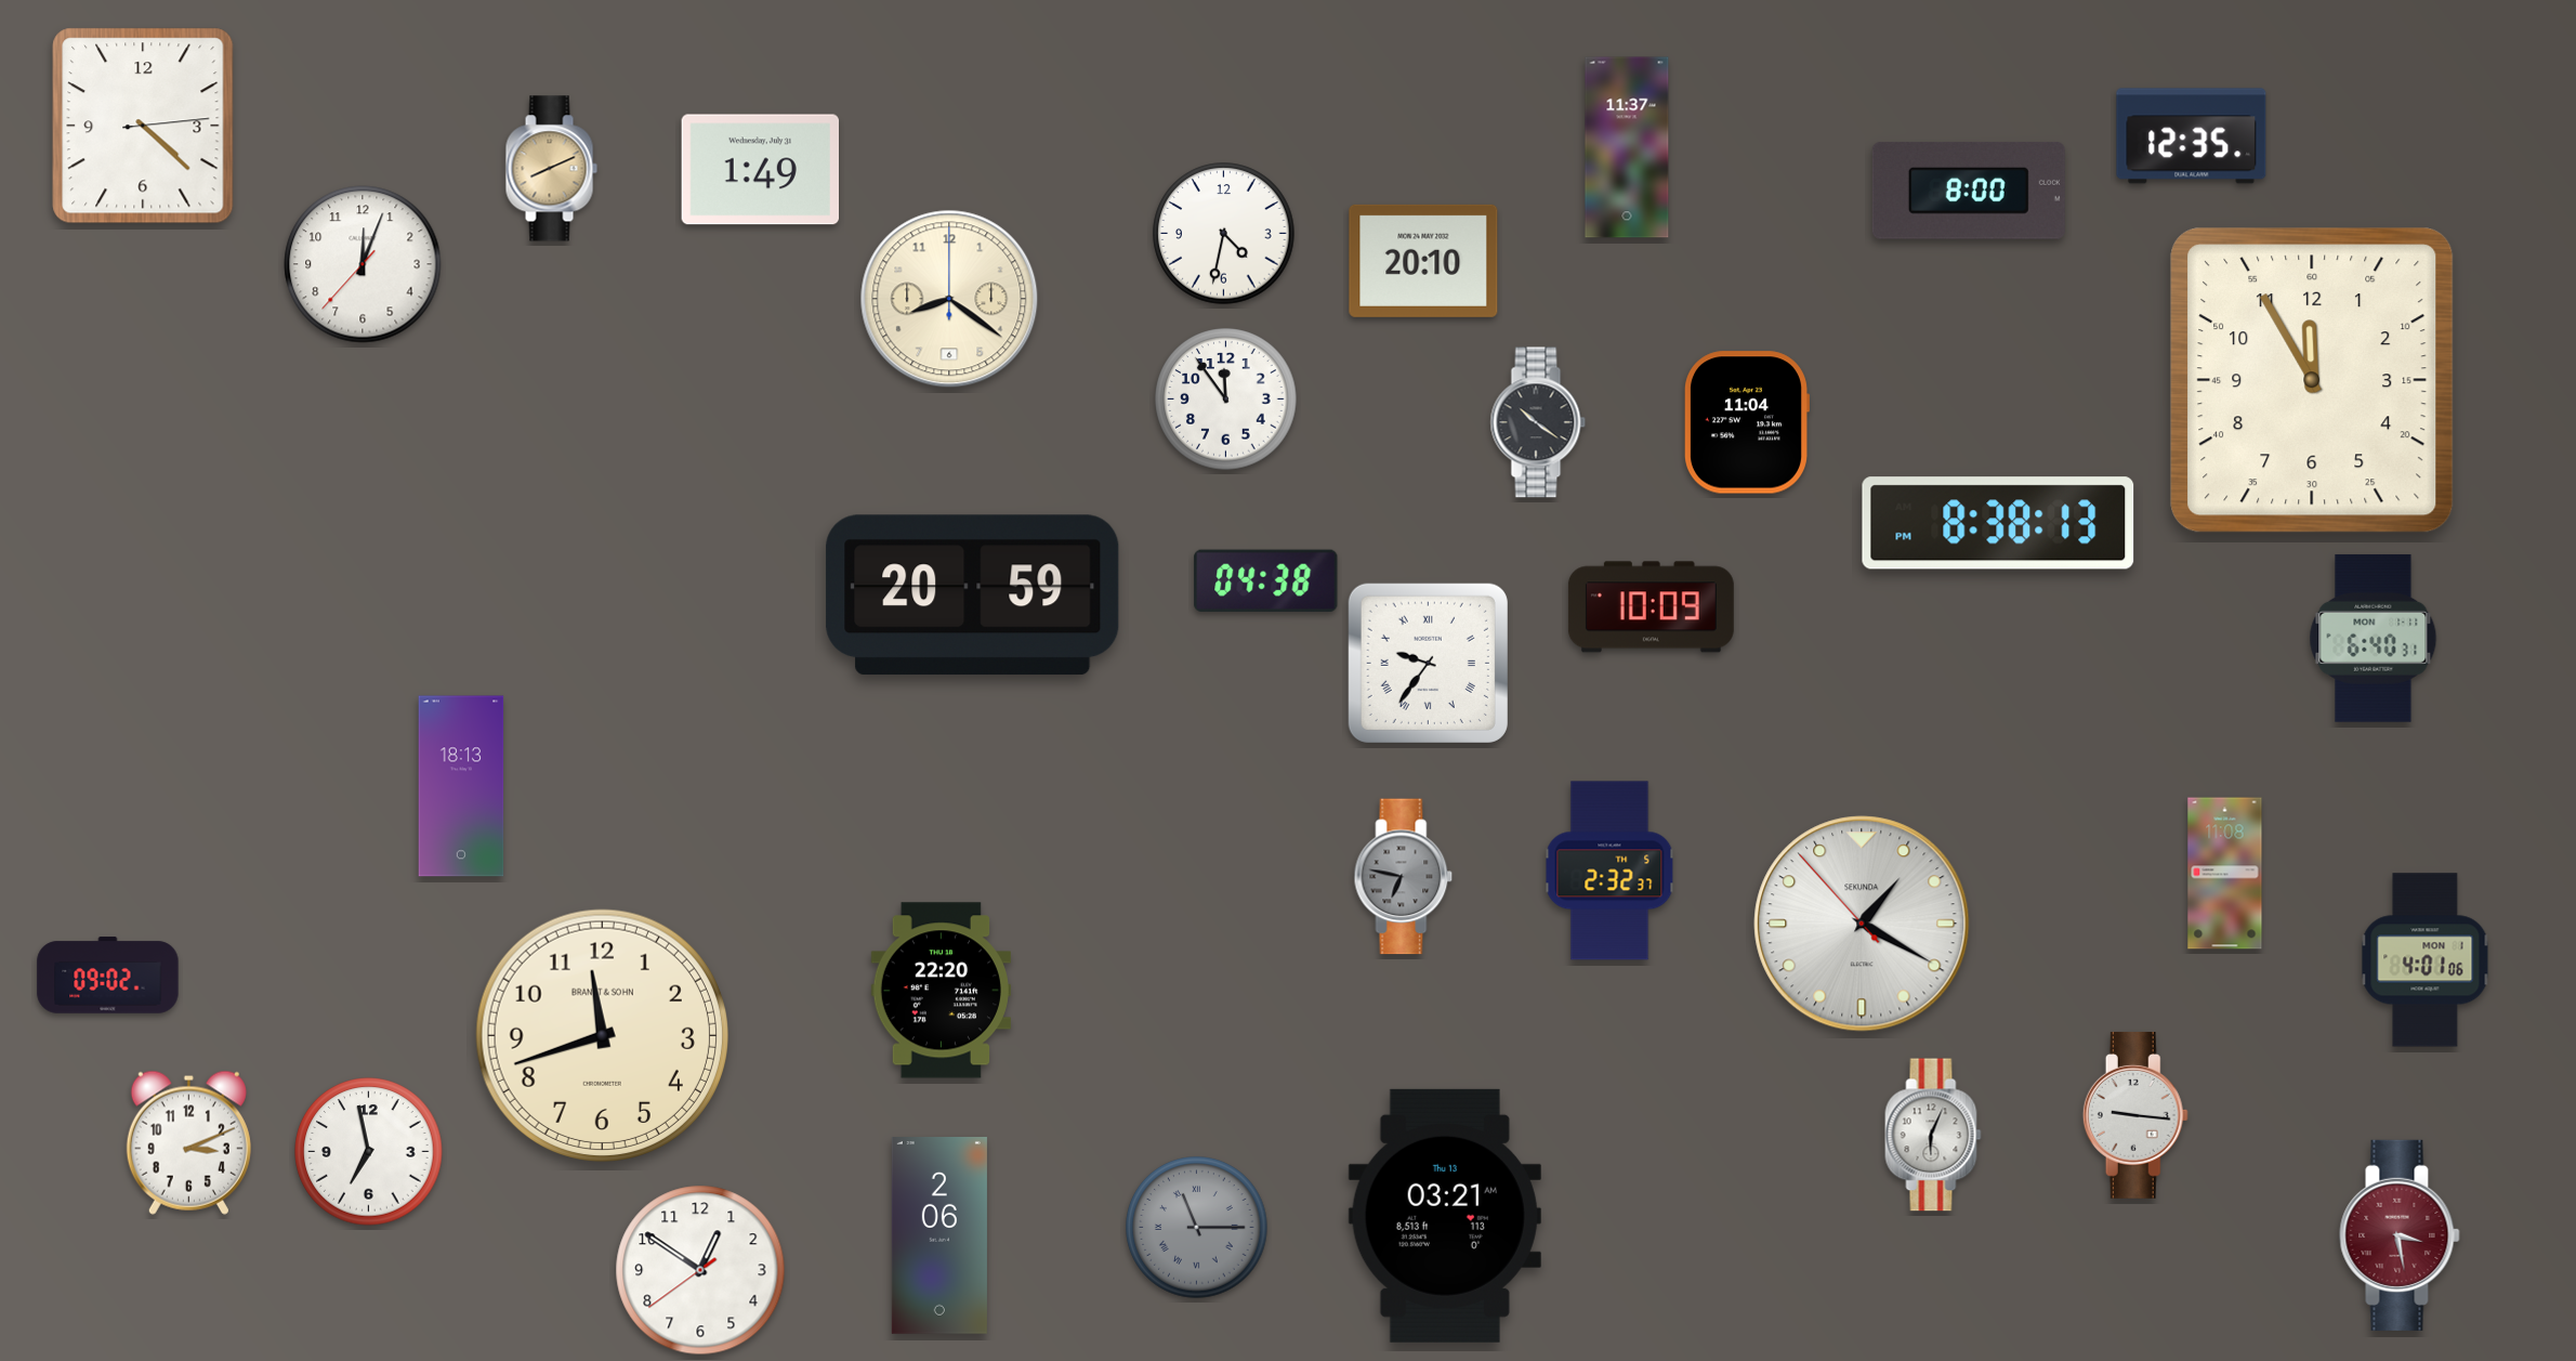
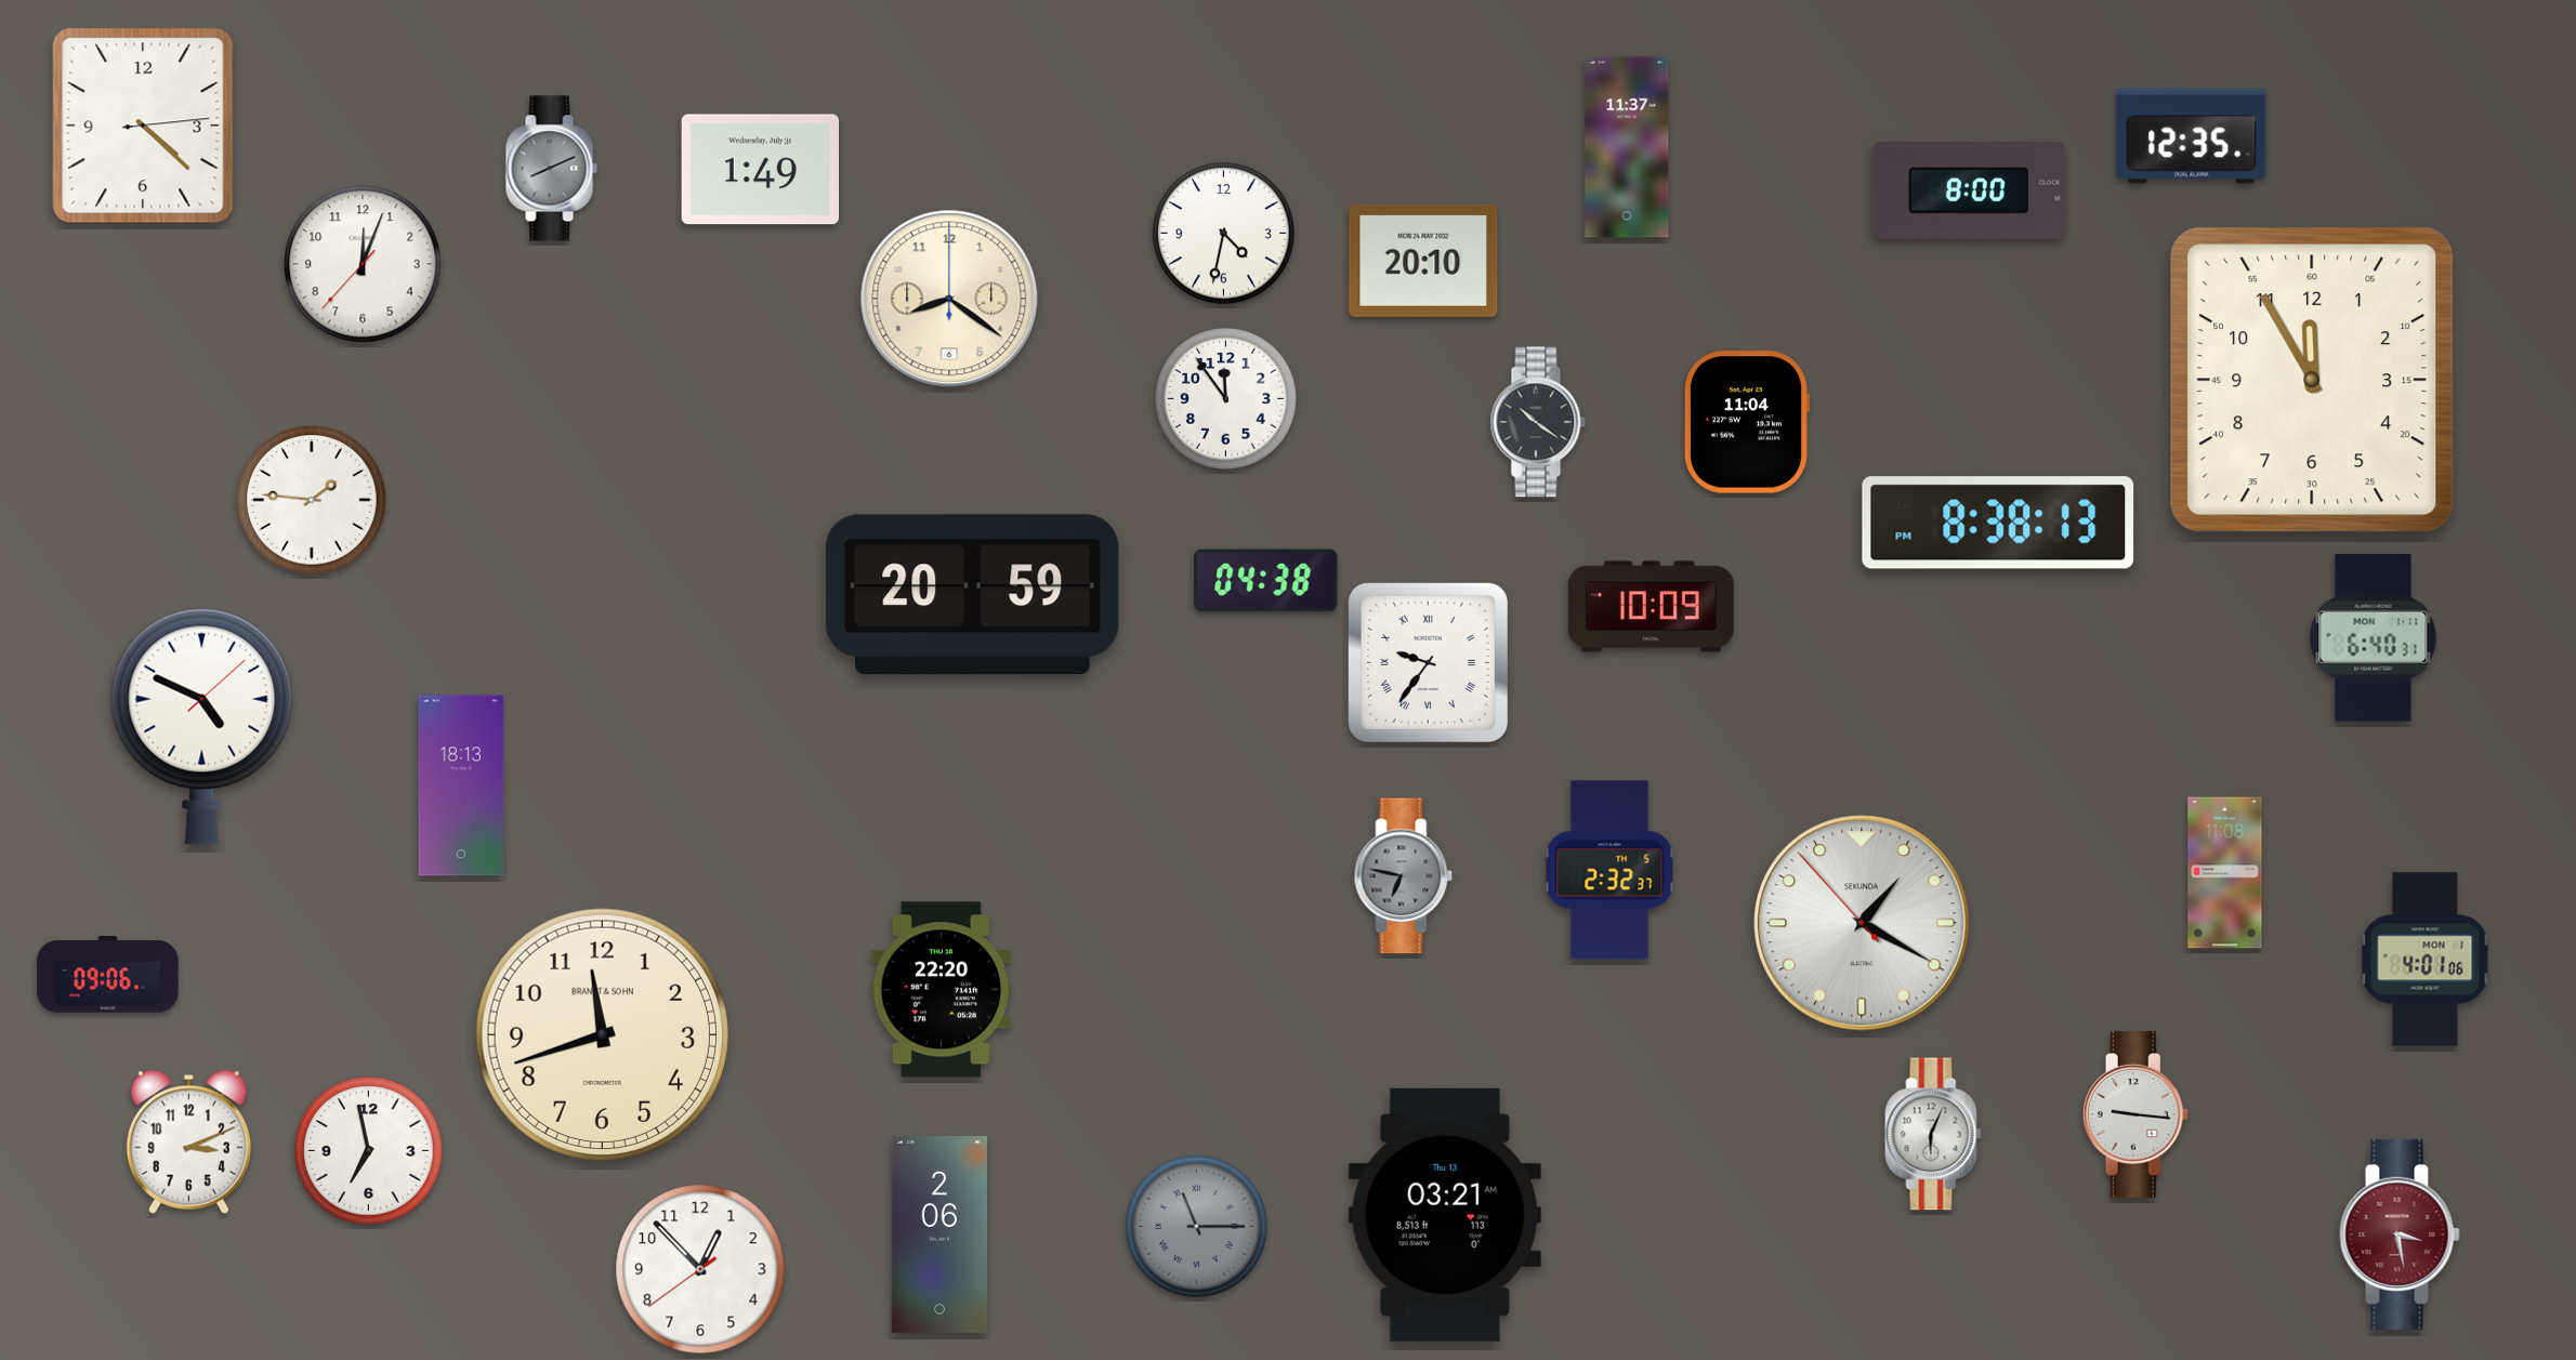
clock at (551, 169) dial: champagne -> grey
clock at (312, 500): none -> 1:46
clock at (202, 726): none -> 4:49
clock at (108, 976): 09:02 -> 09:06
clock at (700, 1270): 12:50 -> 12:52
